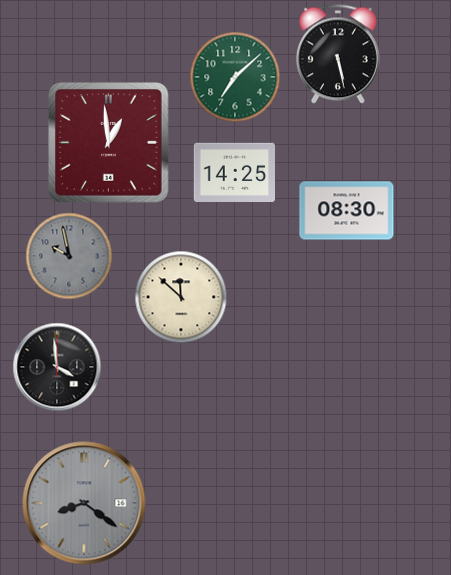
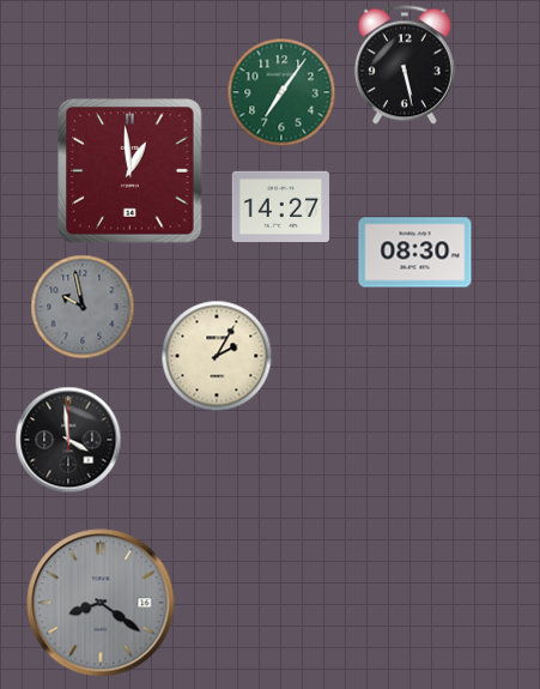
clock at (235, 77): 7:08 -> 7:06
clock at (235, 172): 14:25 -> 14:27
clock at (181, 297): 11:52 -> 2:05
